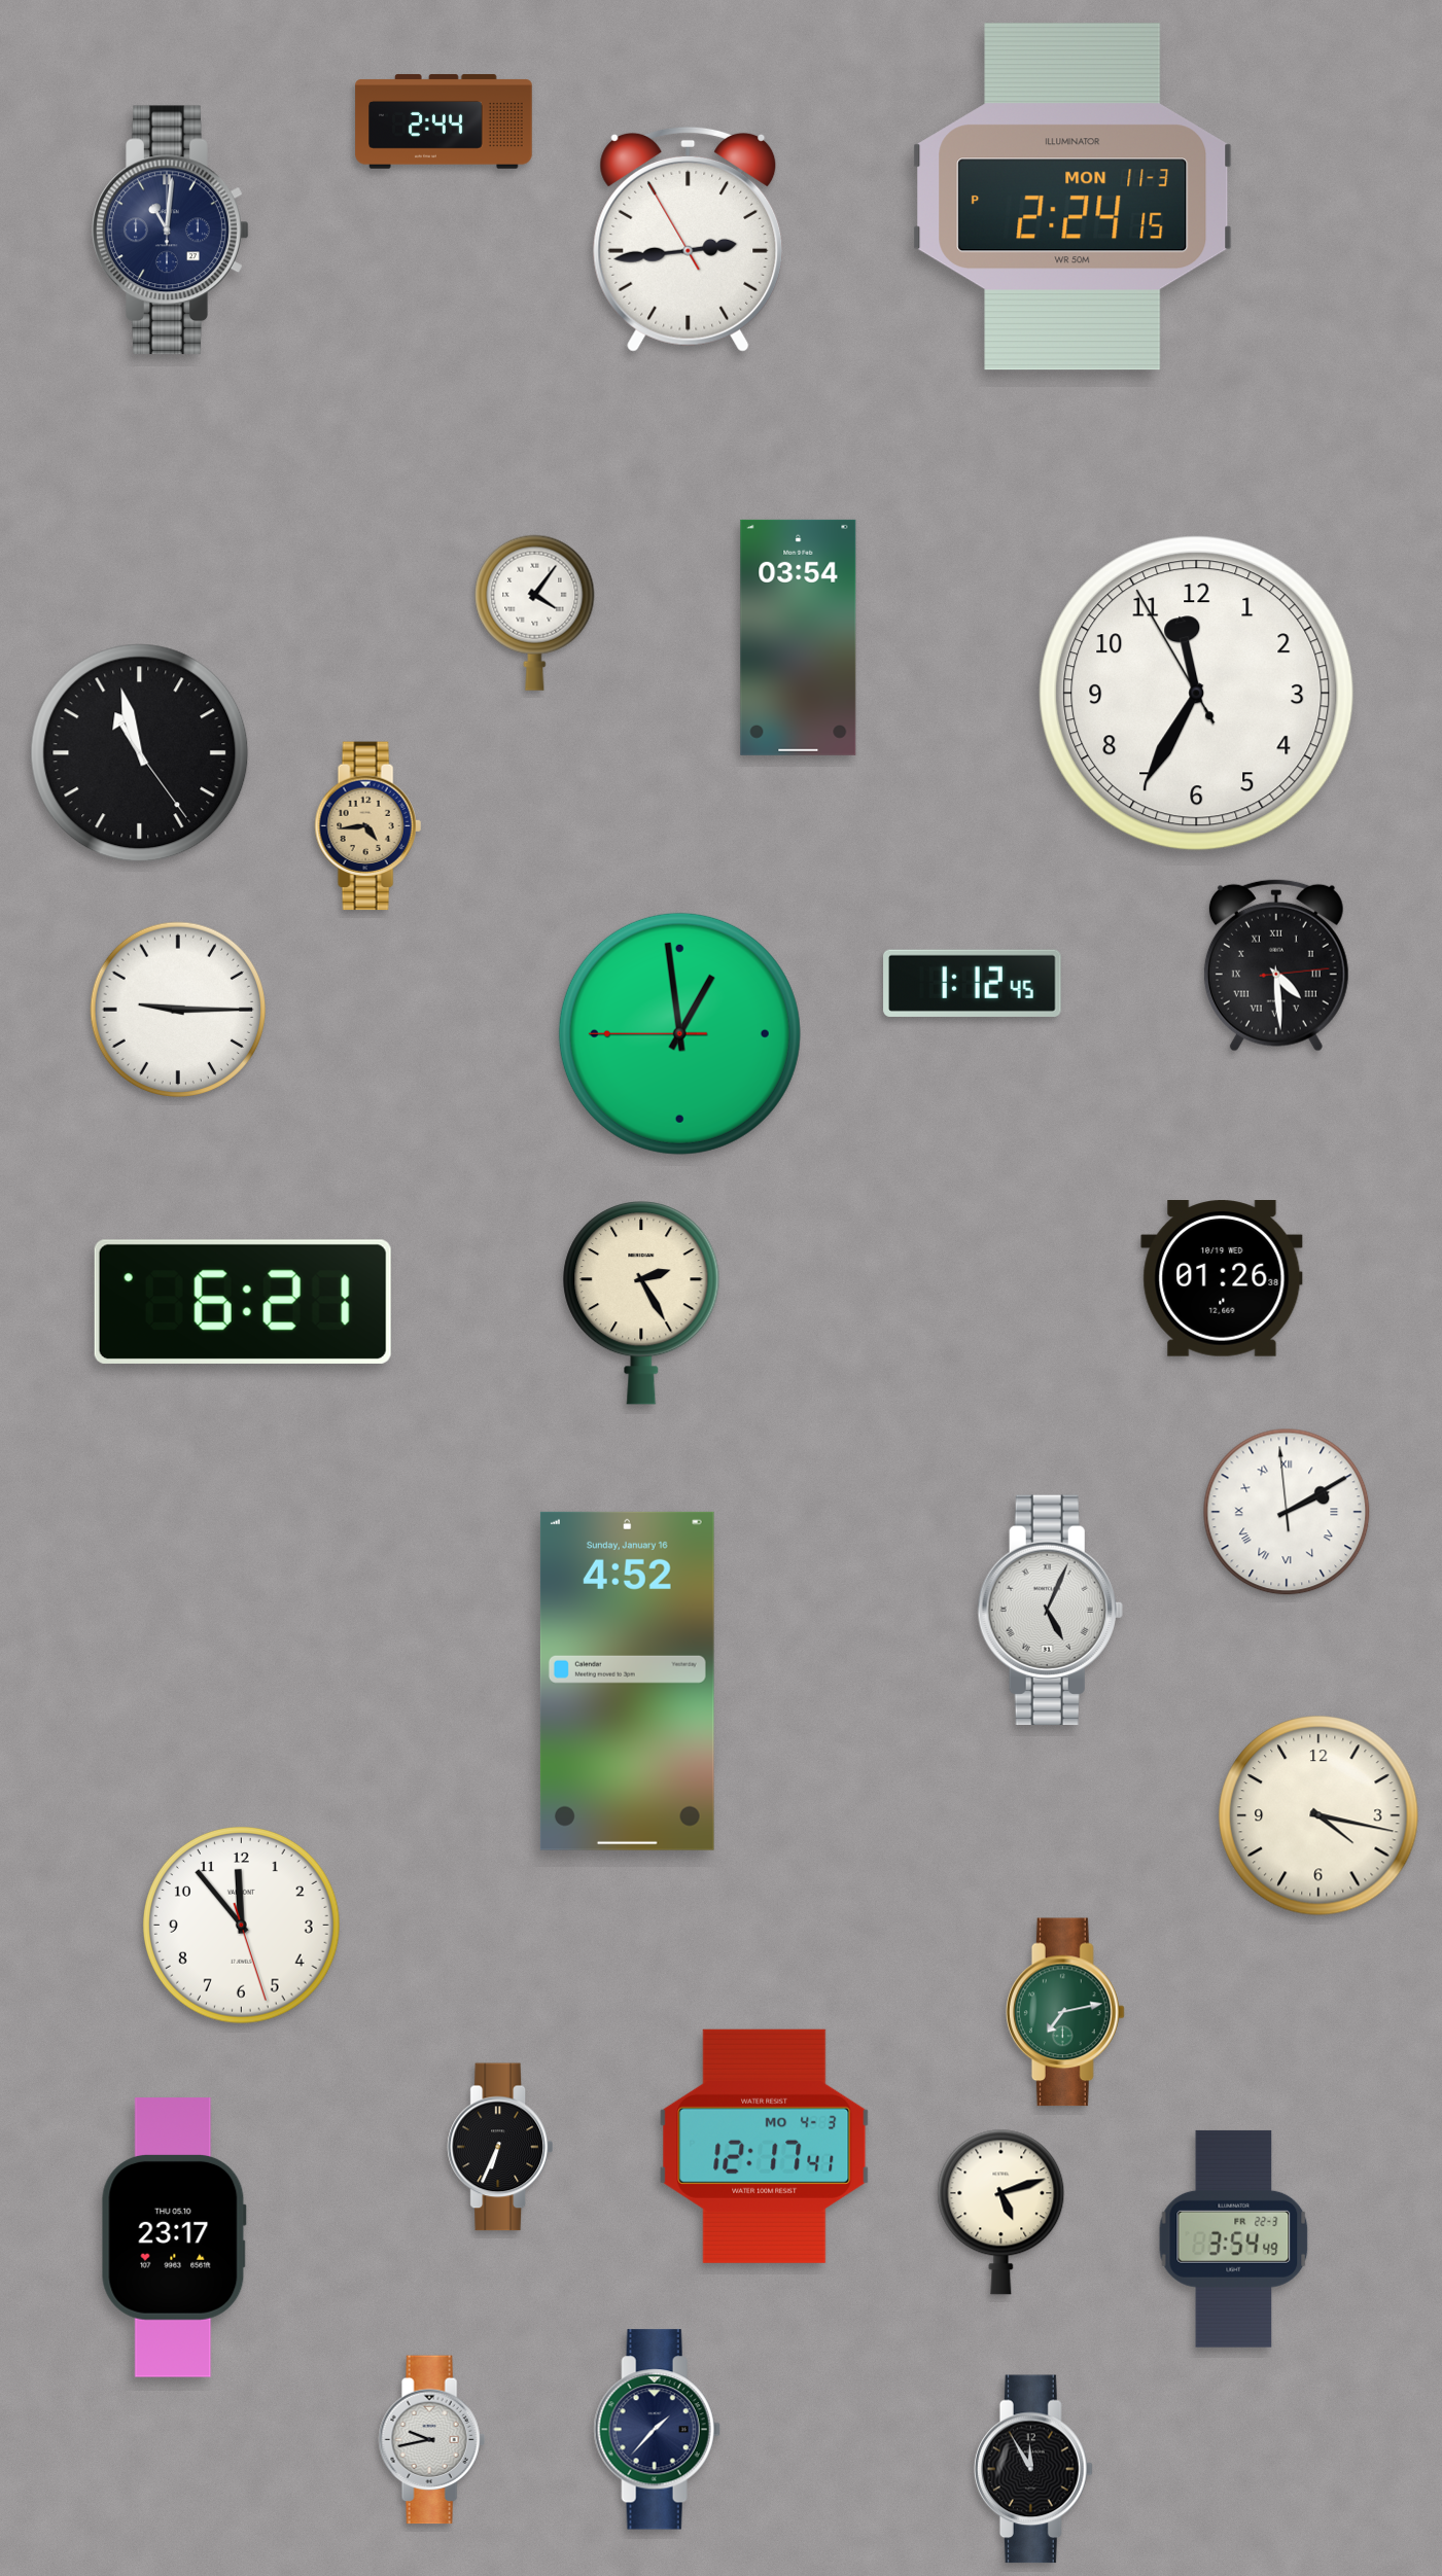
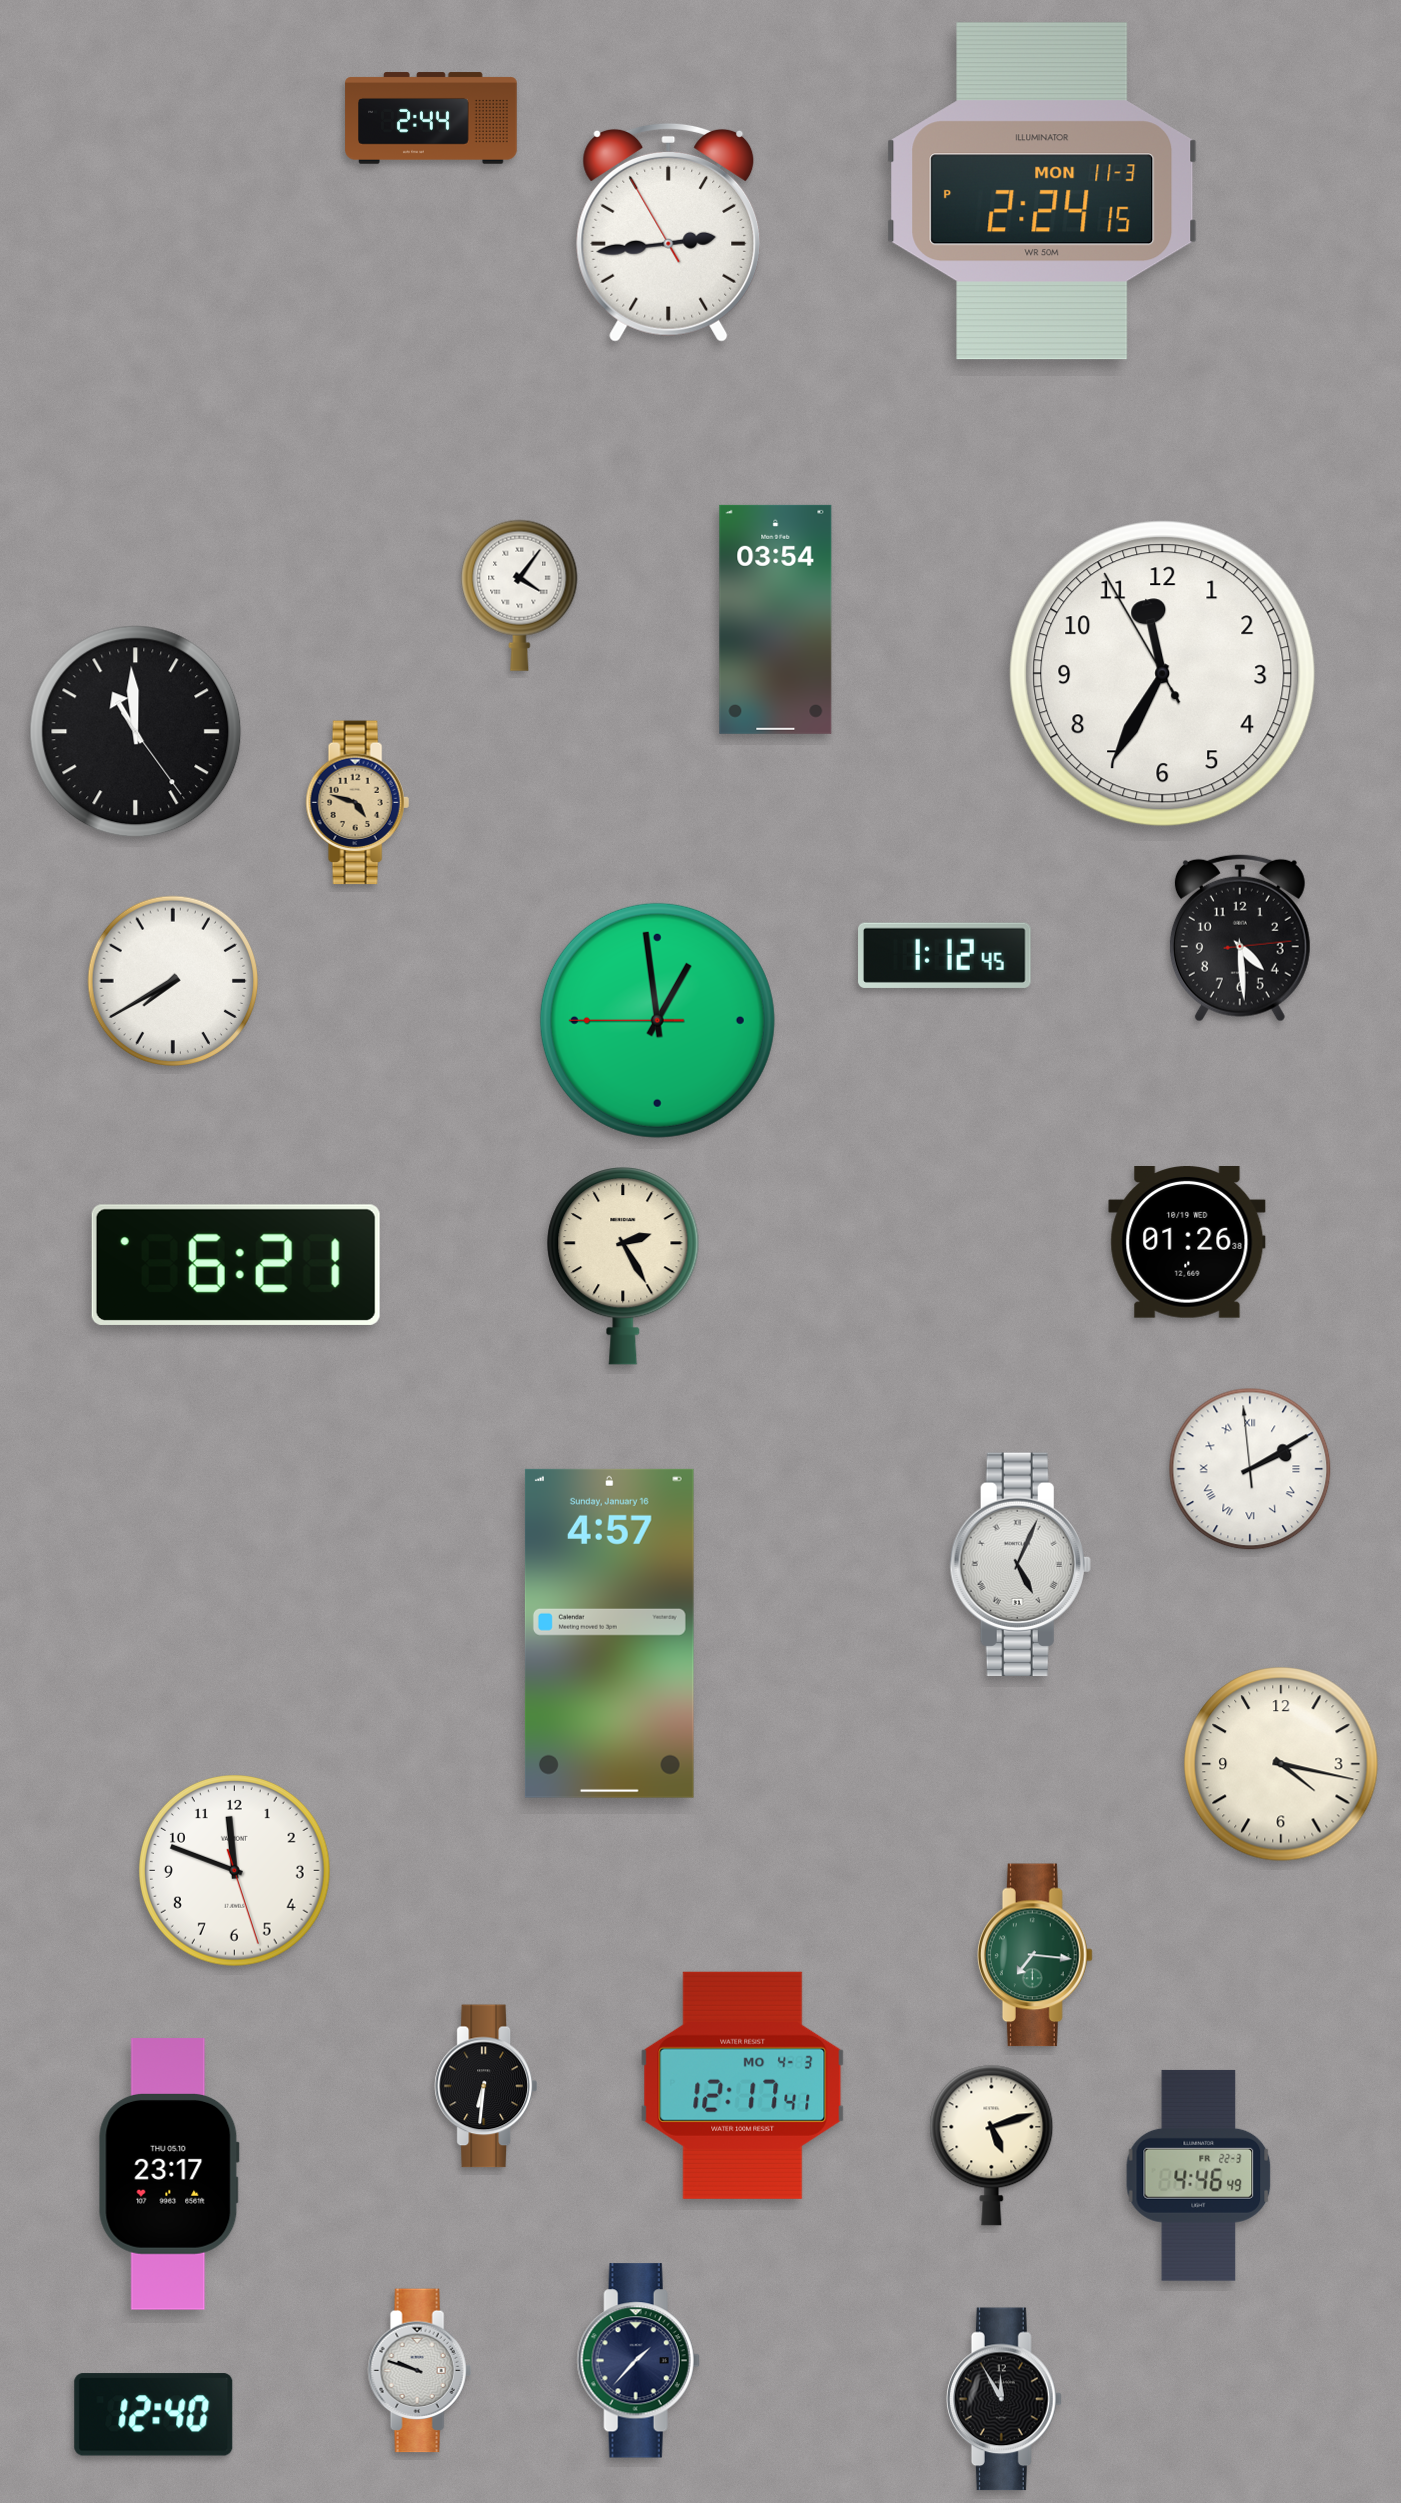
clock at (171, 231): 11:01 -> none
clock at (140, 753): 10:57 -> 10:59
clock at (367, 826): 4:44 -> 4:48
clock at (1276, 965) numerals: Roman -> Arabic
clock at (178, 1010): 9:15 -> 7:40
clock at (679, 1033) position: (679, 1033) -> (657, 1020)
clock at (627, 1681): 4:52 -> 4:57
clock at (242, 1926): 11:53 -> 11:48
clock at (1065, 2012): 7:13 -> 7:16
clock at (500, 2147): 6:34 -> 6:31
clock at (1001, 2212) position: (1001, 2212) -> (992, 2145)
clock at (1234, 2238): 3:54 -> 4:46
clock at (431, 2440): 9:43 -> 9:48
clock at (154, 2415): none -> 12:40
